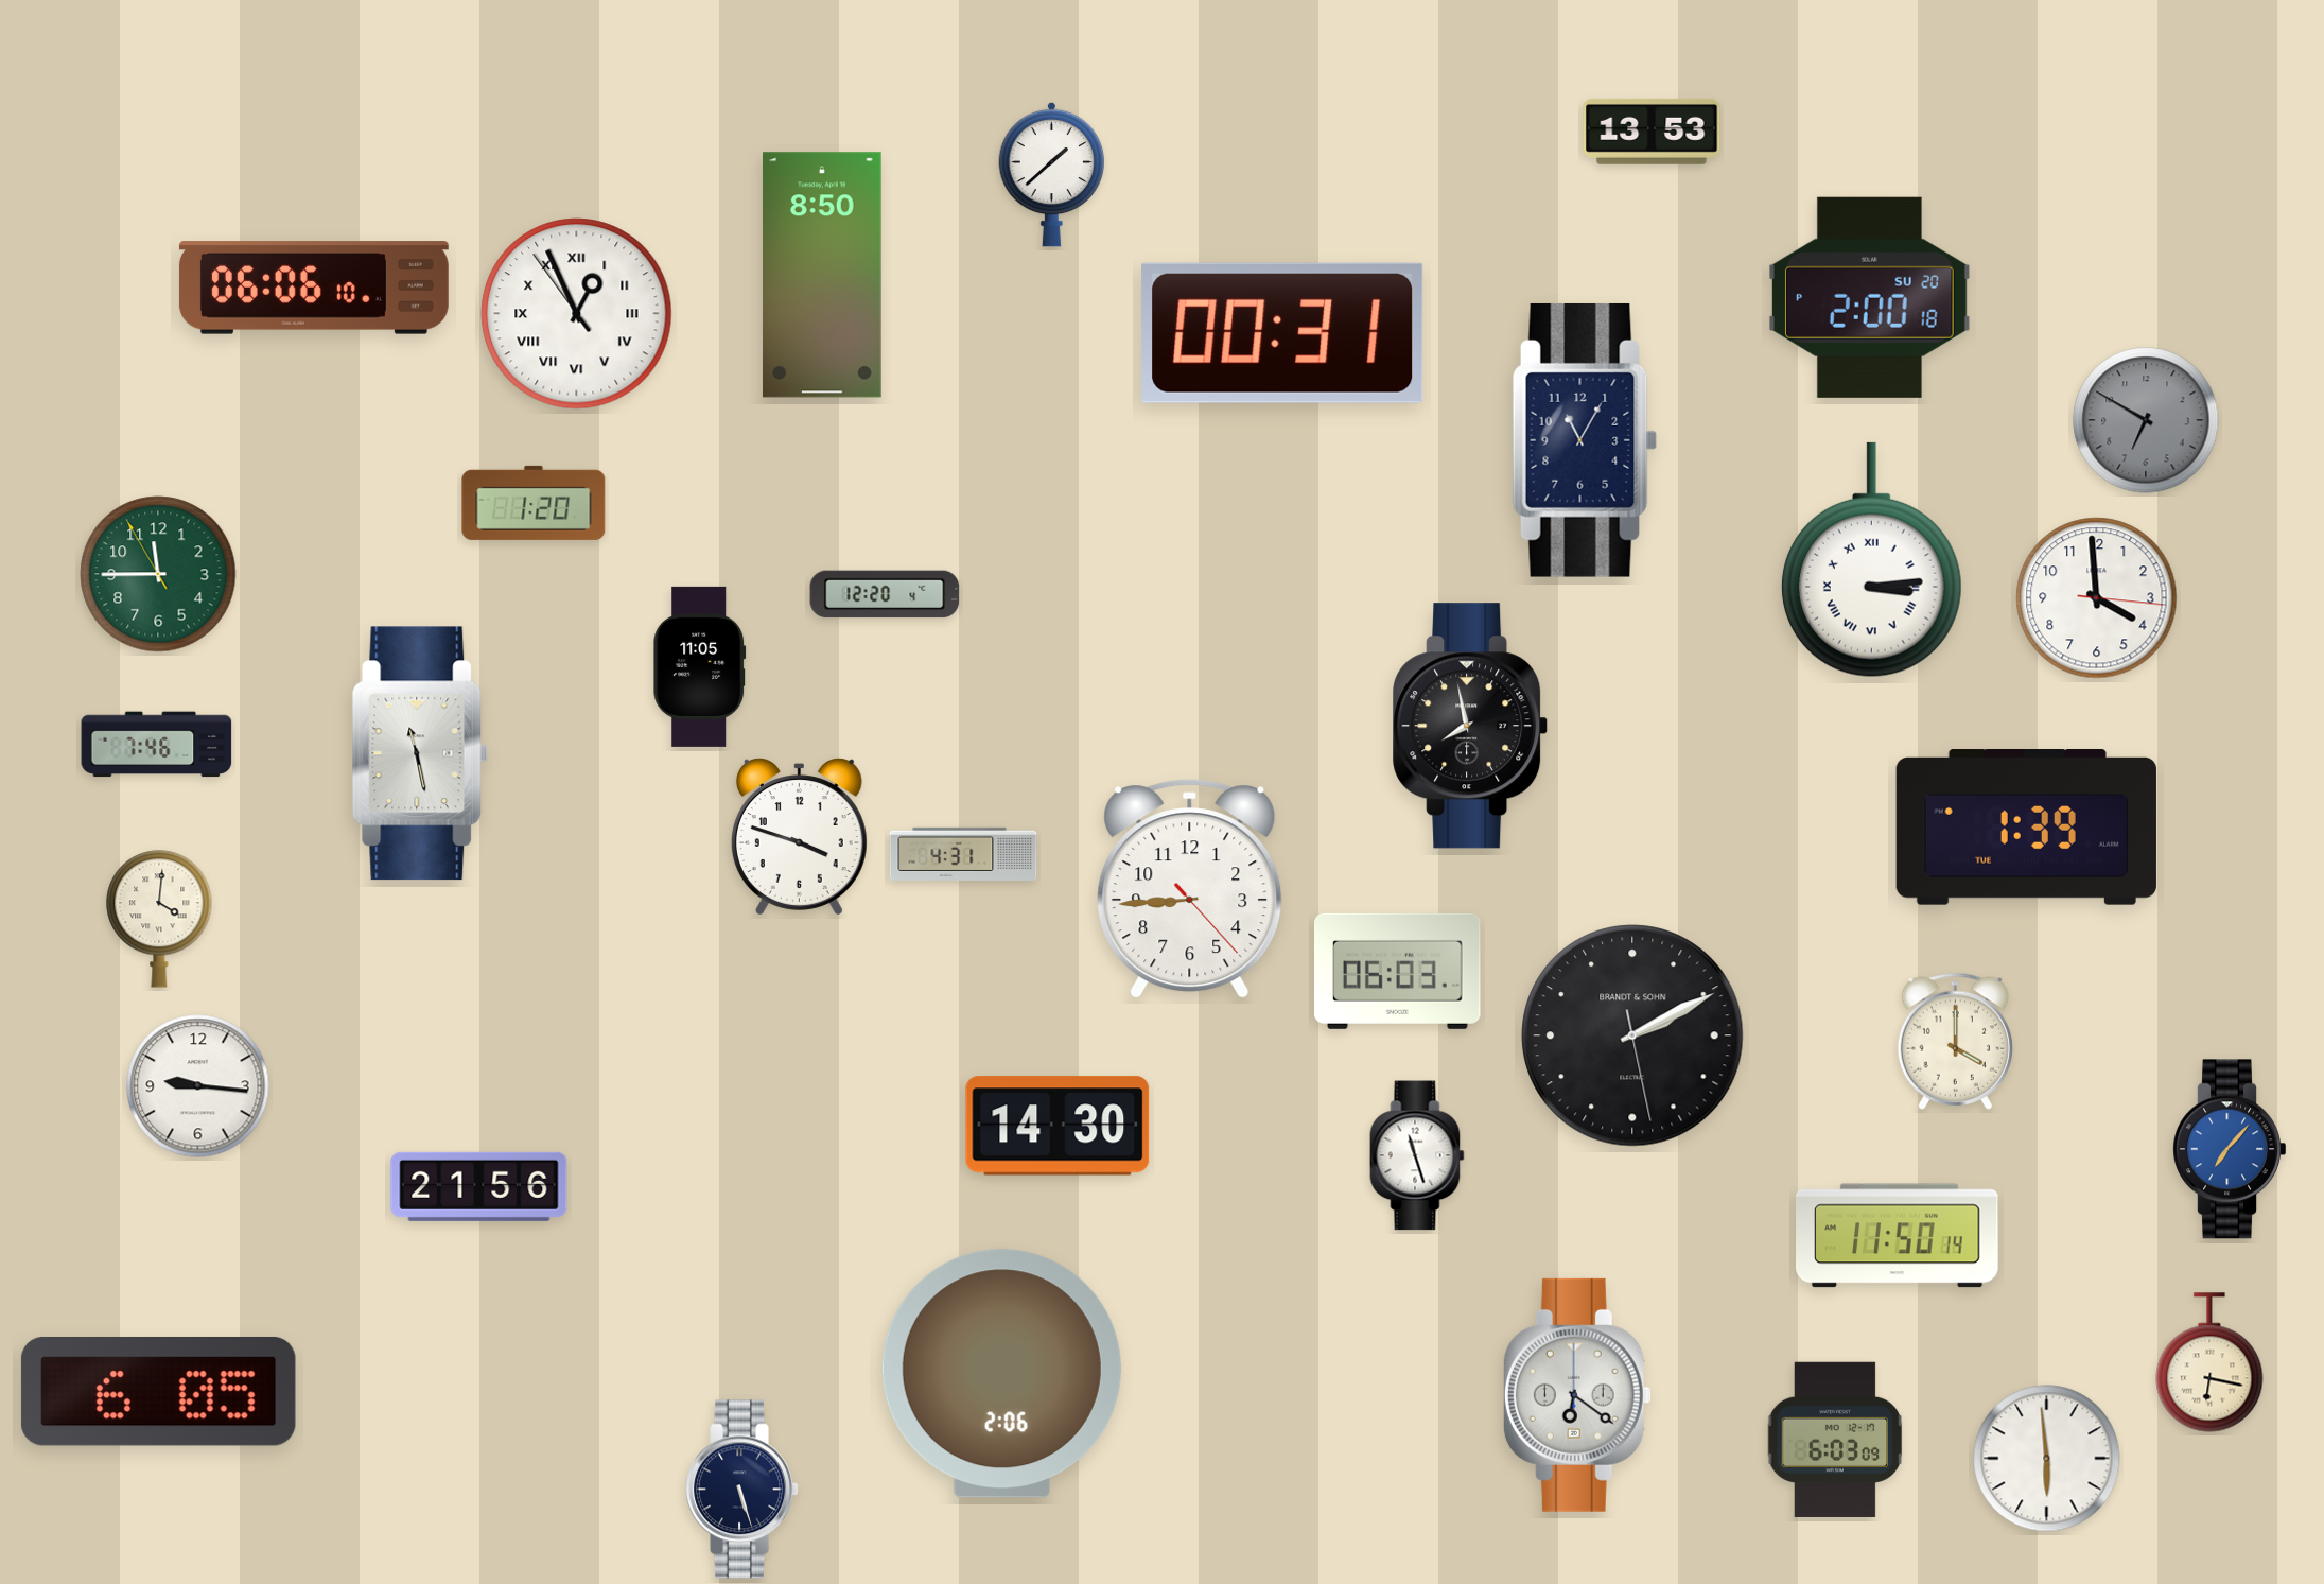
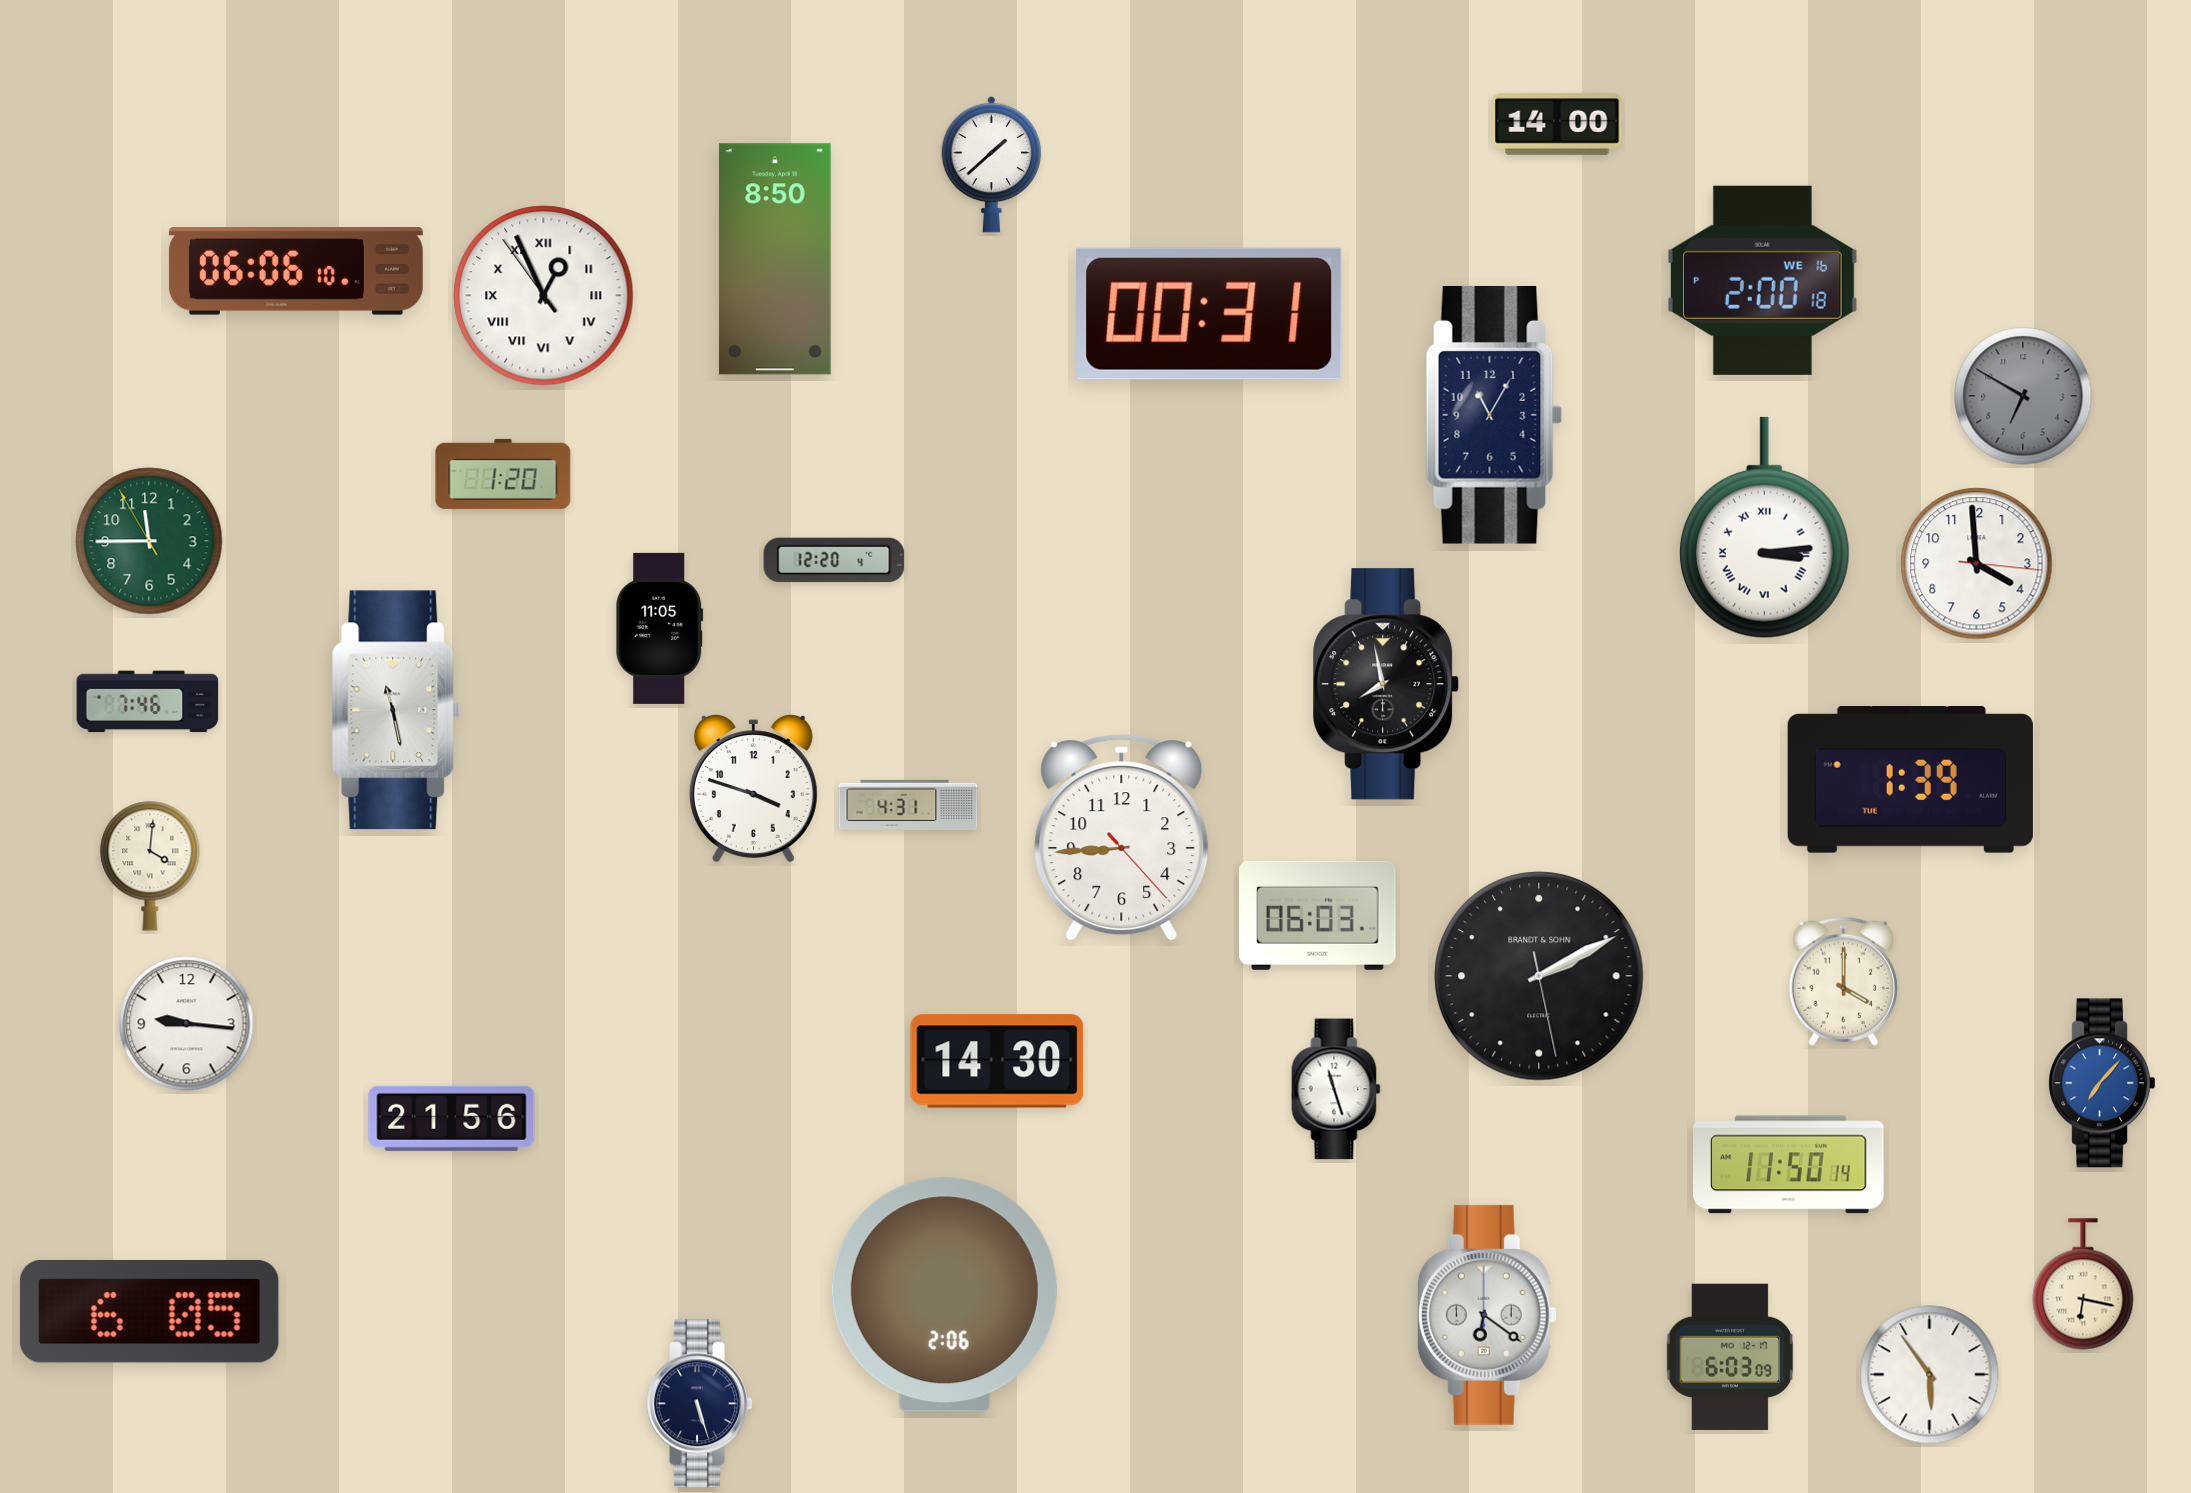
clock at (1652, 132): 13:53 -> 14:00
clock at (1869, 297) date: SU 20 -> WE 16
clock at (2047, 1459): 5:59 -> 5:54
